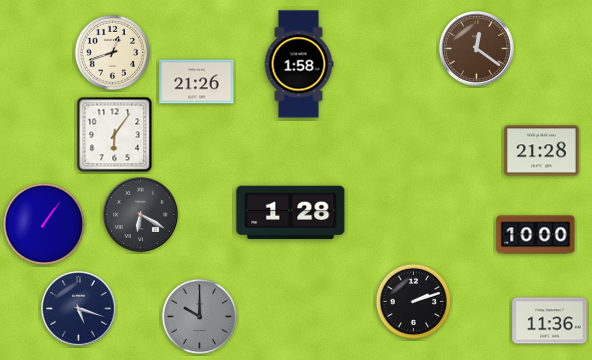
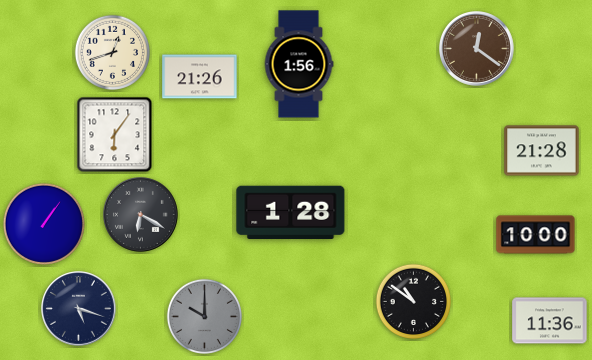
clock at (299, 64): 1:58 -> 1:56
clock at (197, 82) position: (197, 82) -> (200, 77)
clock at (413, 301): 2:12 -> 10:51
clock at (199, 316) position: (199, 316) -> (204, 316)
